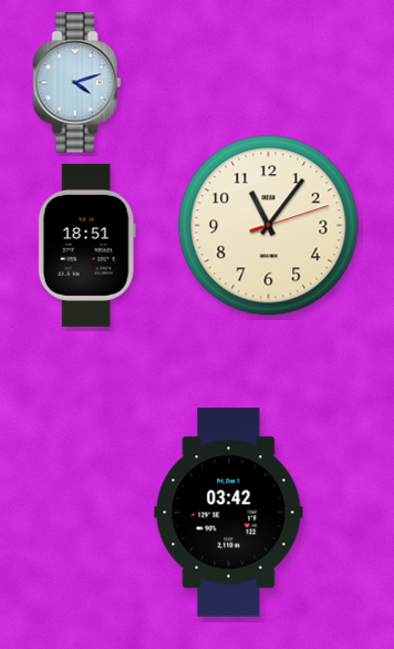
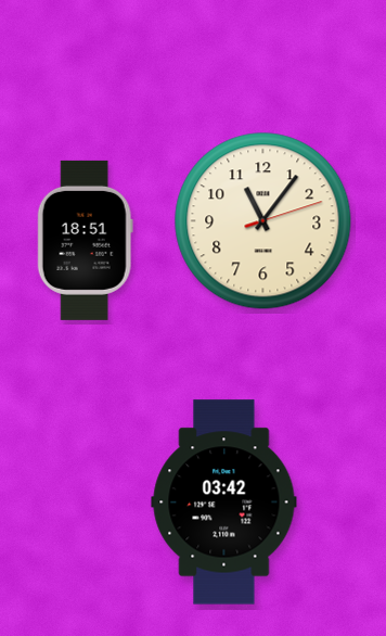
clock at (77, 83): 4:12 -> none
